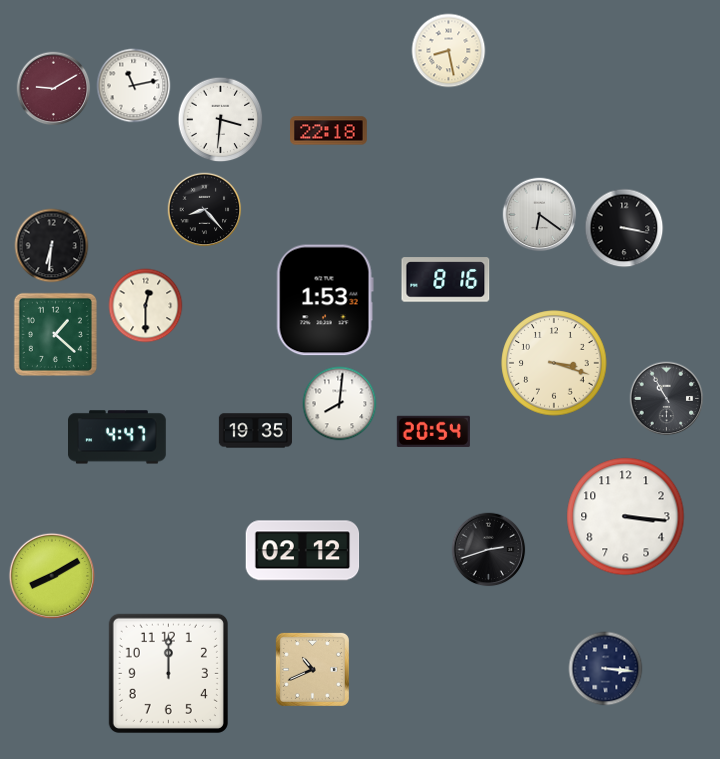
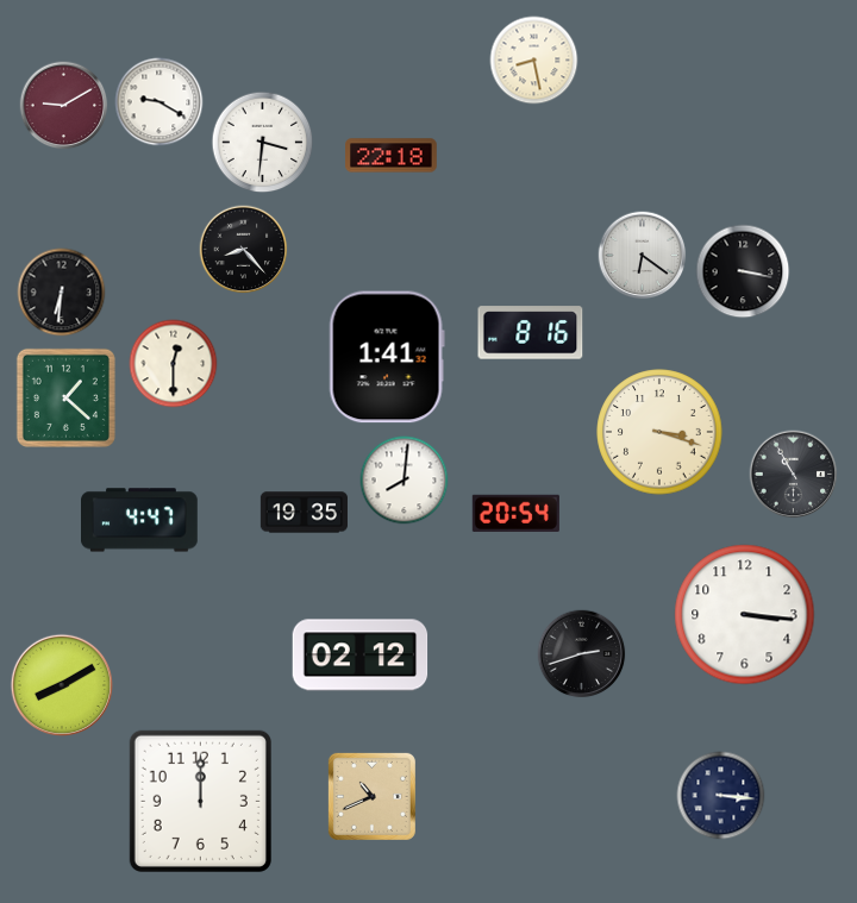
clock at (134, 86): 11:13 -> 9:20
clock at (325, 300): 1:53 -> 1:41
